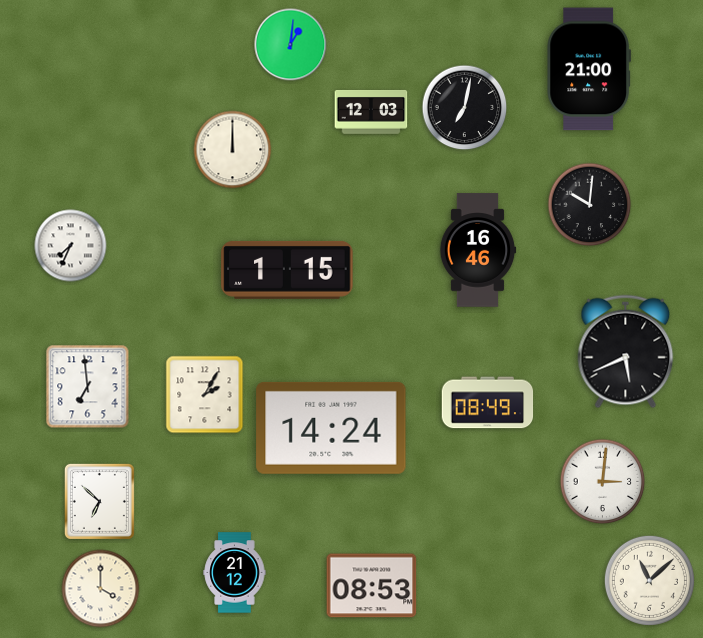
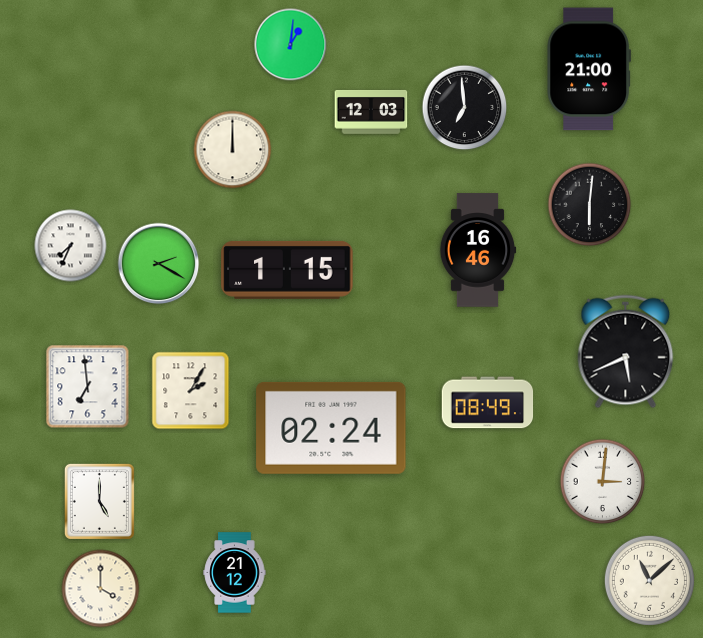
clock at (465, 108): 7:02 -> 6:59
clock at (590, 205): 10:01 -> 6:01
clock at (159, 264): none -> 2:20
clock at (205, 395) position: (205, 395) -> (191, 391)
clock at (331, 428): 14:24 -> 02:24
clock at (99, 501): 6:52 -> 5:00
clock at (372, 586): 08:53 -> none
